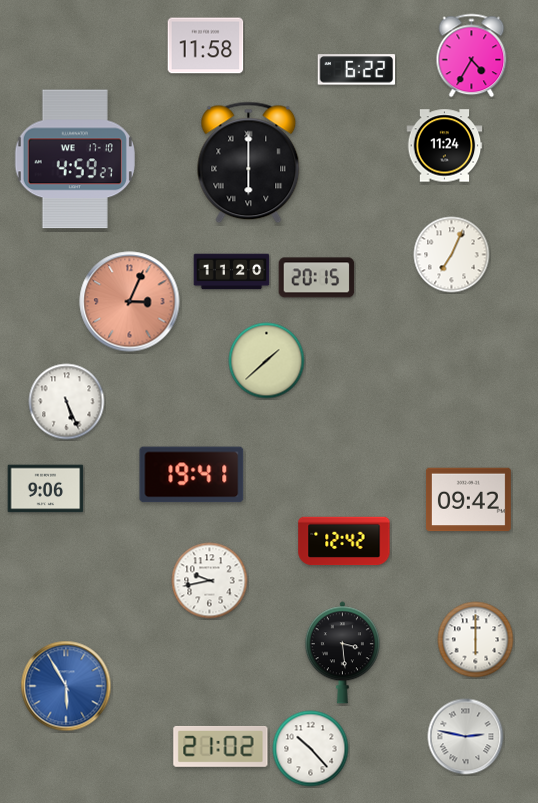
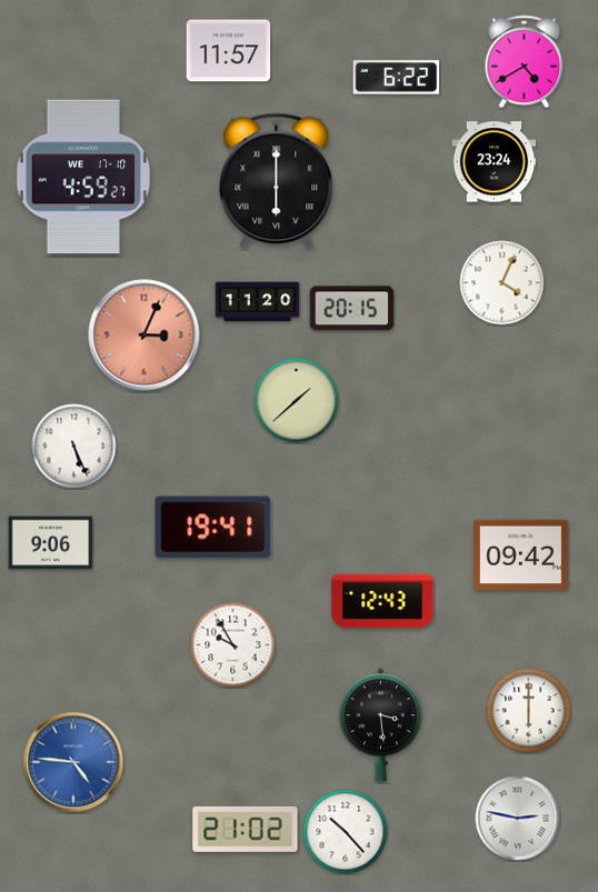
clock at (206, 46): 11:58 -> 11:57
clock at (472, 56): 4:35 -> 4:40
clock at (445, 146): 11:24 -> 23:24
clock at (452, 255): 7:04 -> 4:04
clock at (344, 541): 12:42 -> 12:43
clock at (210, 581): 9:43 -> 9:55
clock at (66, 686): 5:55 -> 4:46
